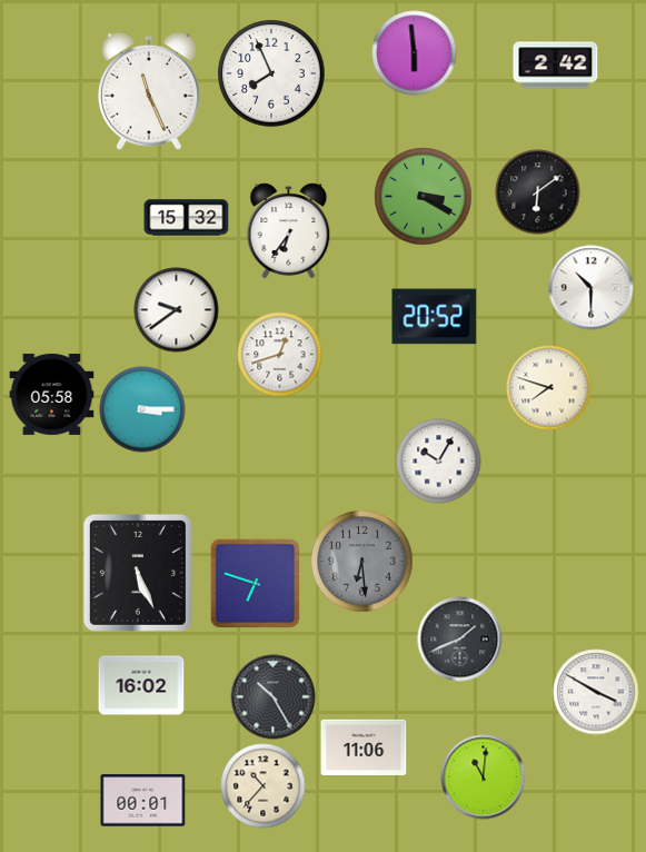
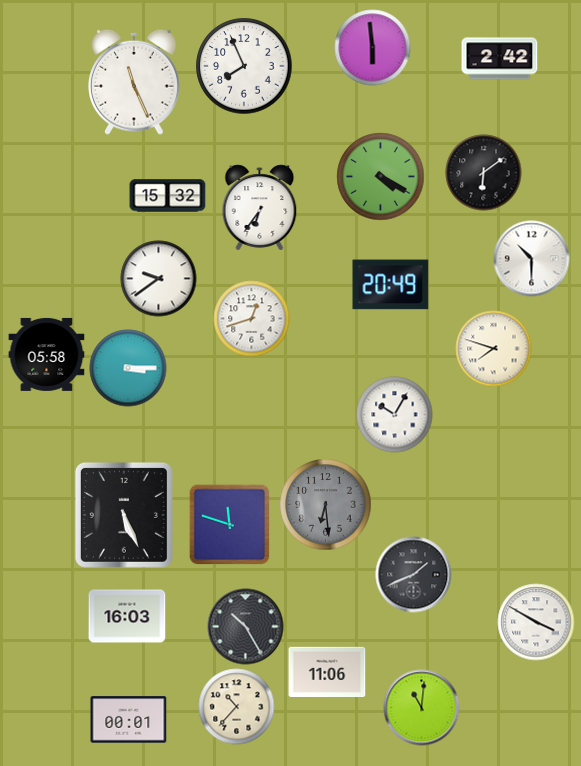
clock at (424, 197): 3:20 -> 4:20
clock at (435, 317): 20:52 -> 20:49
clock at (255, 583): 6:48 -> 11:48
clock at (141, 685): 16:02 -> 16:03
clock at (484, 777) position: (484, 777) -> (422, 708)
